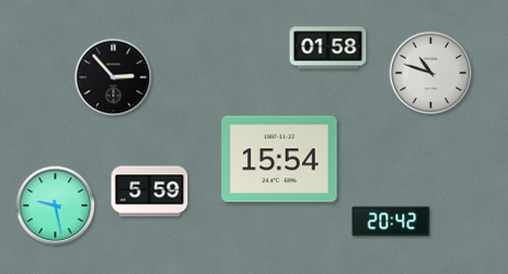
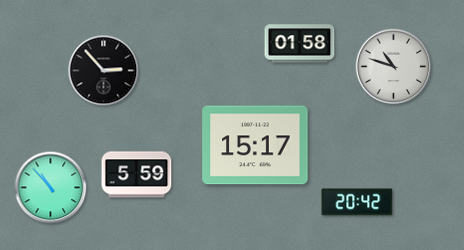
clock at (279, 159): 15:54 -> 15:17
clock at (56, 206): 9:28 -> 10:53
